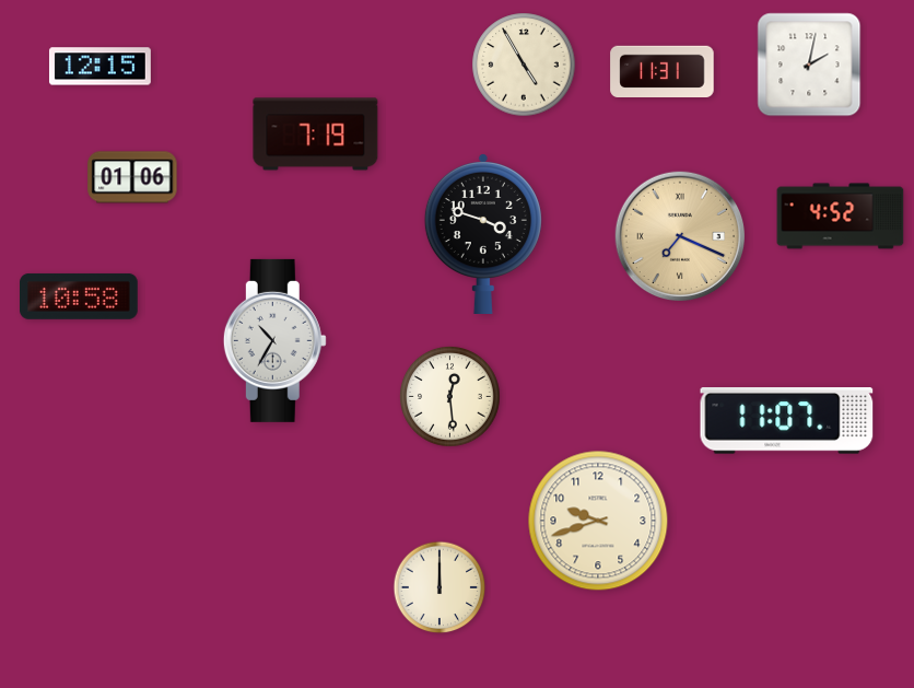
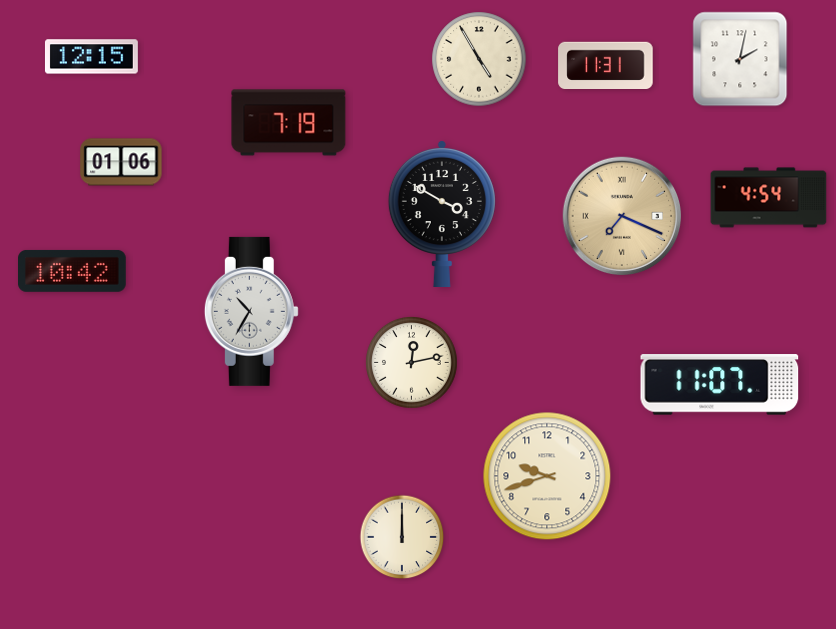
clock at (99, 67) position: (99, 67) -> (91, 57)
clock at (841, 217): 4:52 -> 4:54
clock at (483, 233): 3:48 -> 3:50
clock at (80, 296): 10:58 -> 10:42
clock at (450, 397): 12:29 -> 12:13
